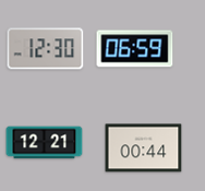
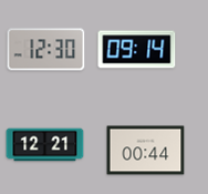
clock at (135, 49): 06:59 -> 09:14
